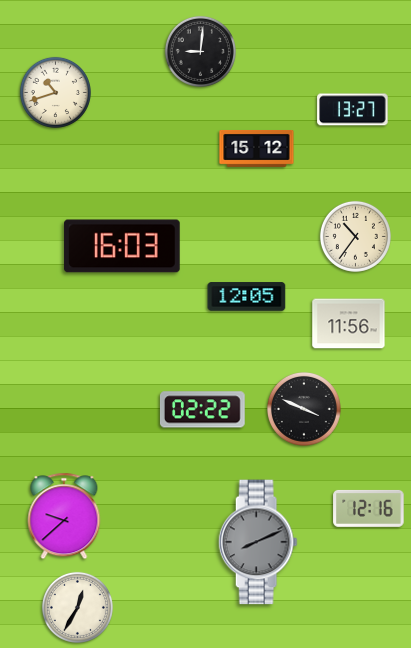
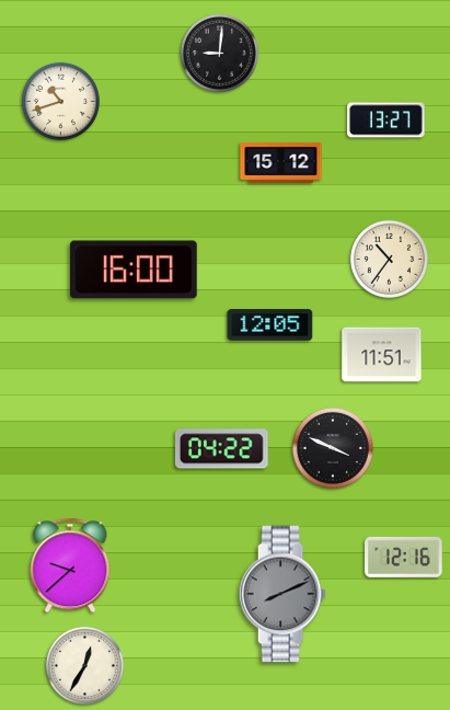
clock at (200, 51) position: (200, 51) -> (219, 53)
clock at (122, 246): 16:03 -> 16:00
clock at (349, 324): 11:56 -> 11:51
clock at (202, 410): 02:22 -> 04:22
